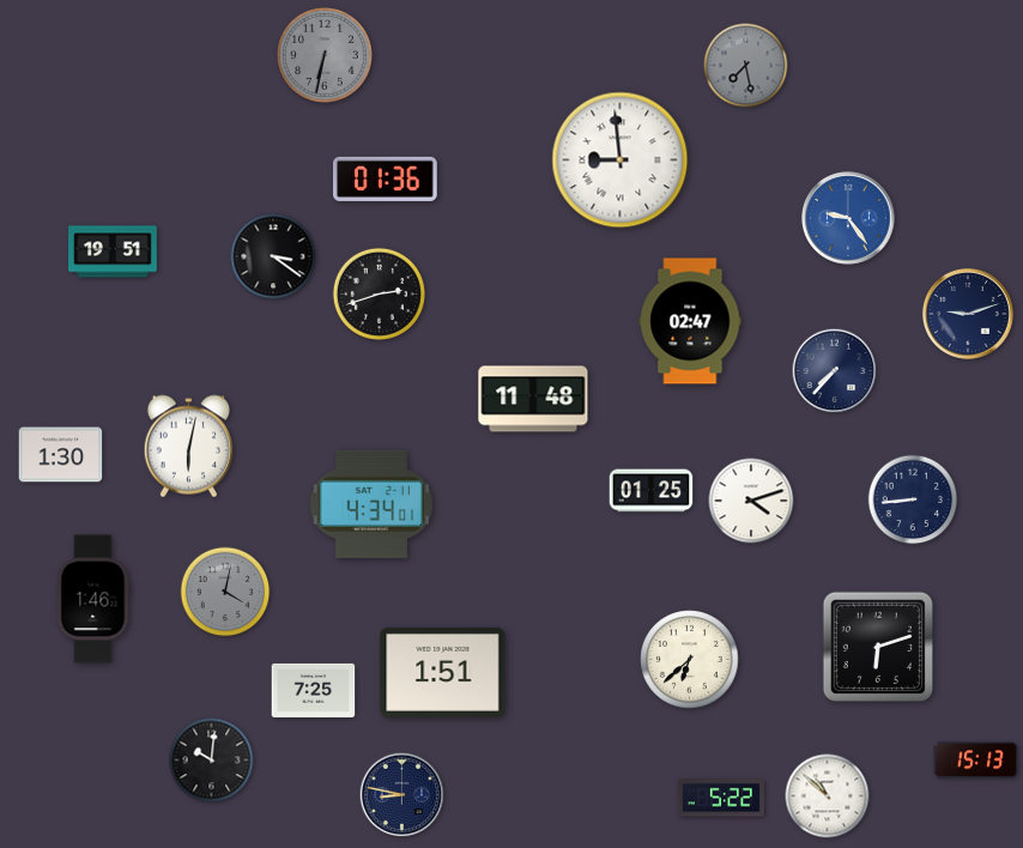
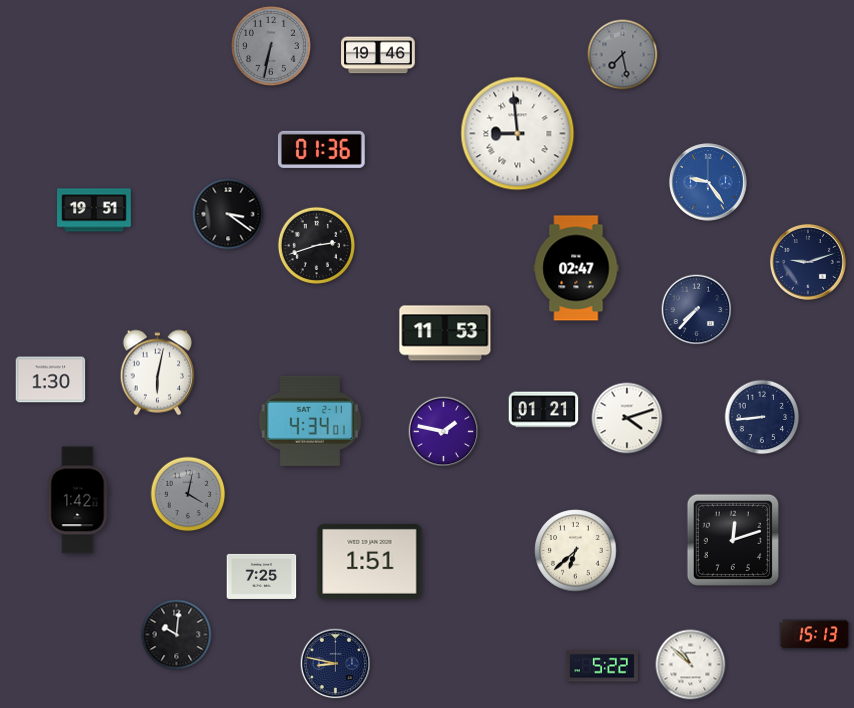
clock at (378, 55): none -> 19:46
clock at (533, 399): 11:48 -> 11:53
clock at (652, 491): 01:25 -> 01:21
clock at (444, 432): none -> 1:47
clock at (93, 599): 1:46 -> 1:42
clock at (878, 647): 6:12 -> 12:12
